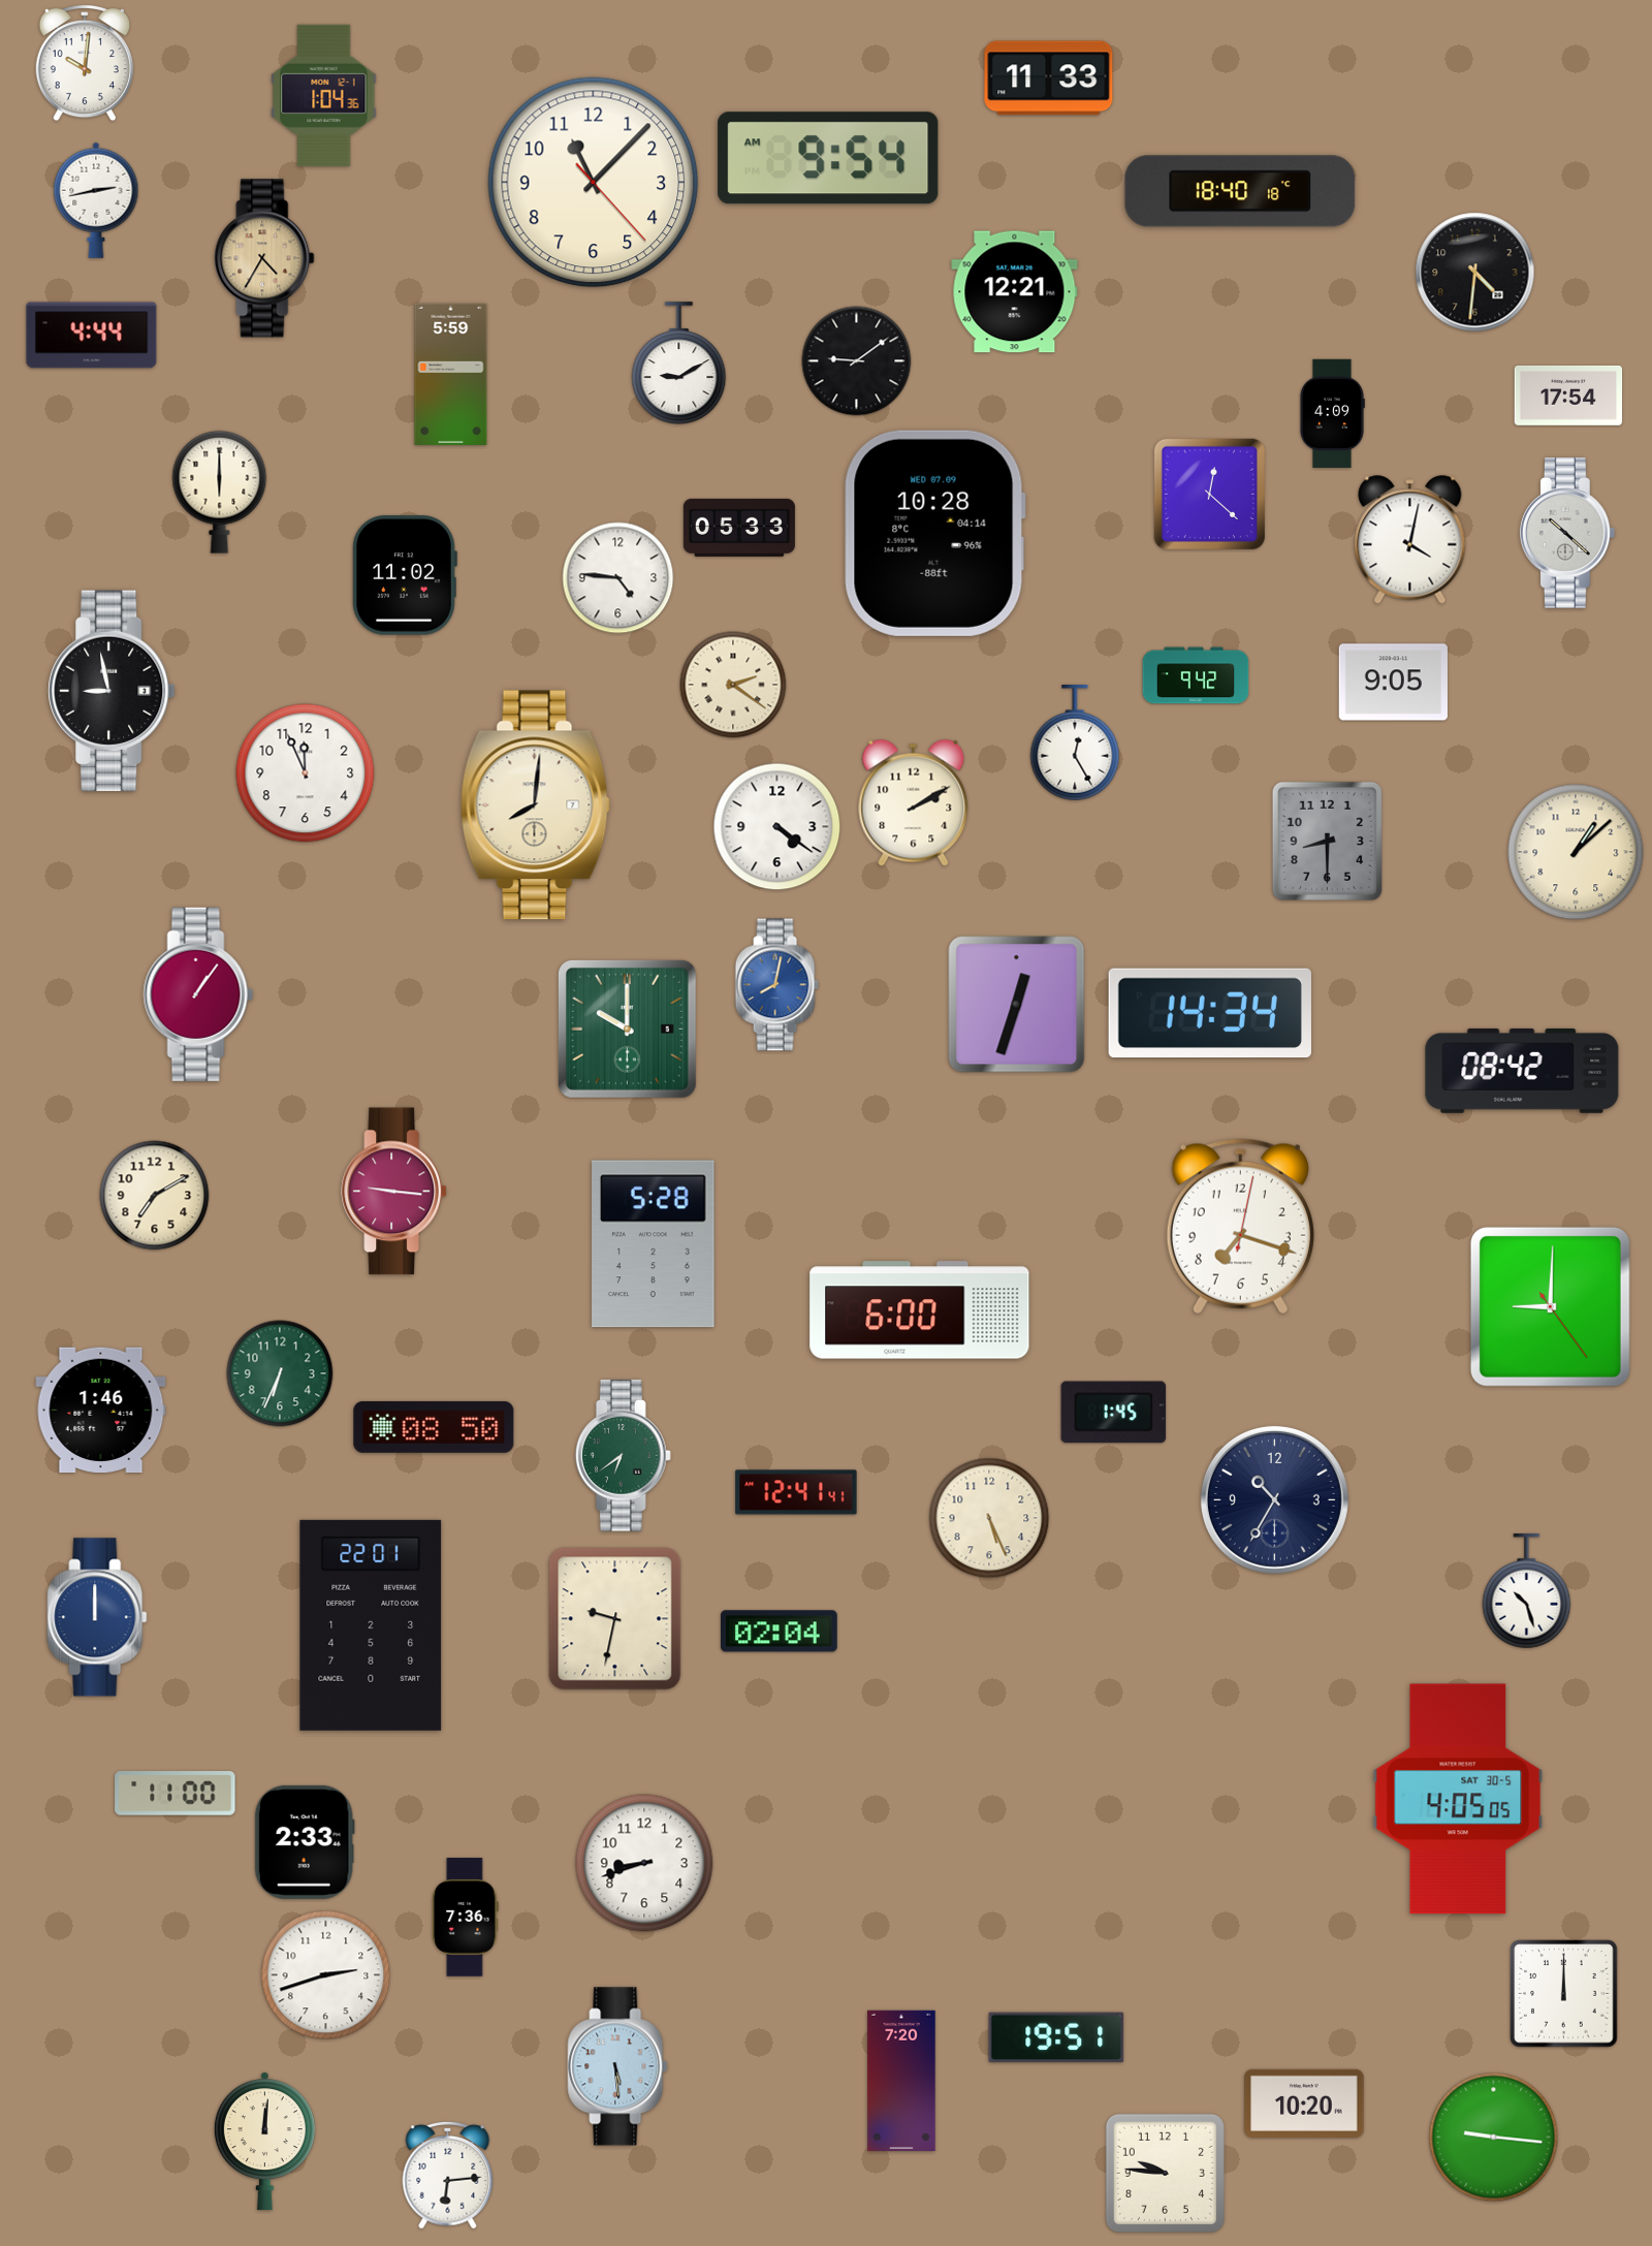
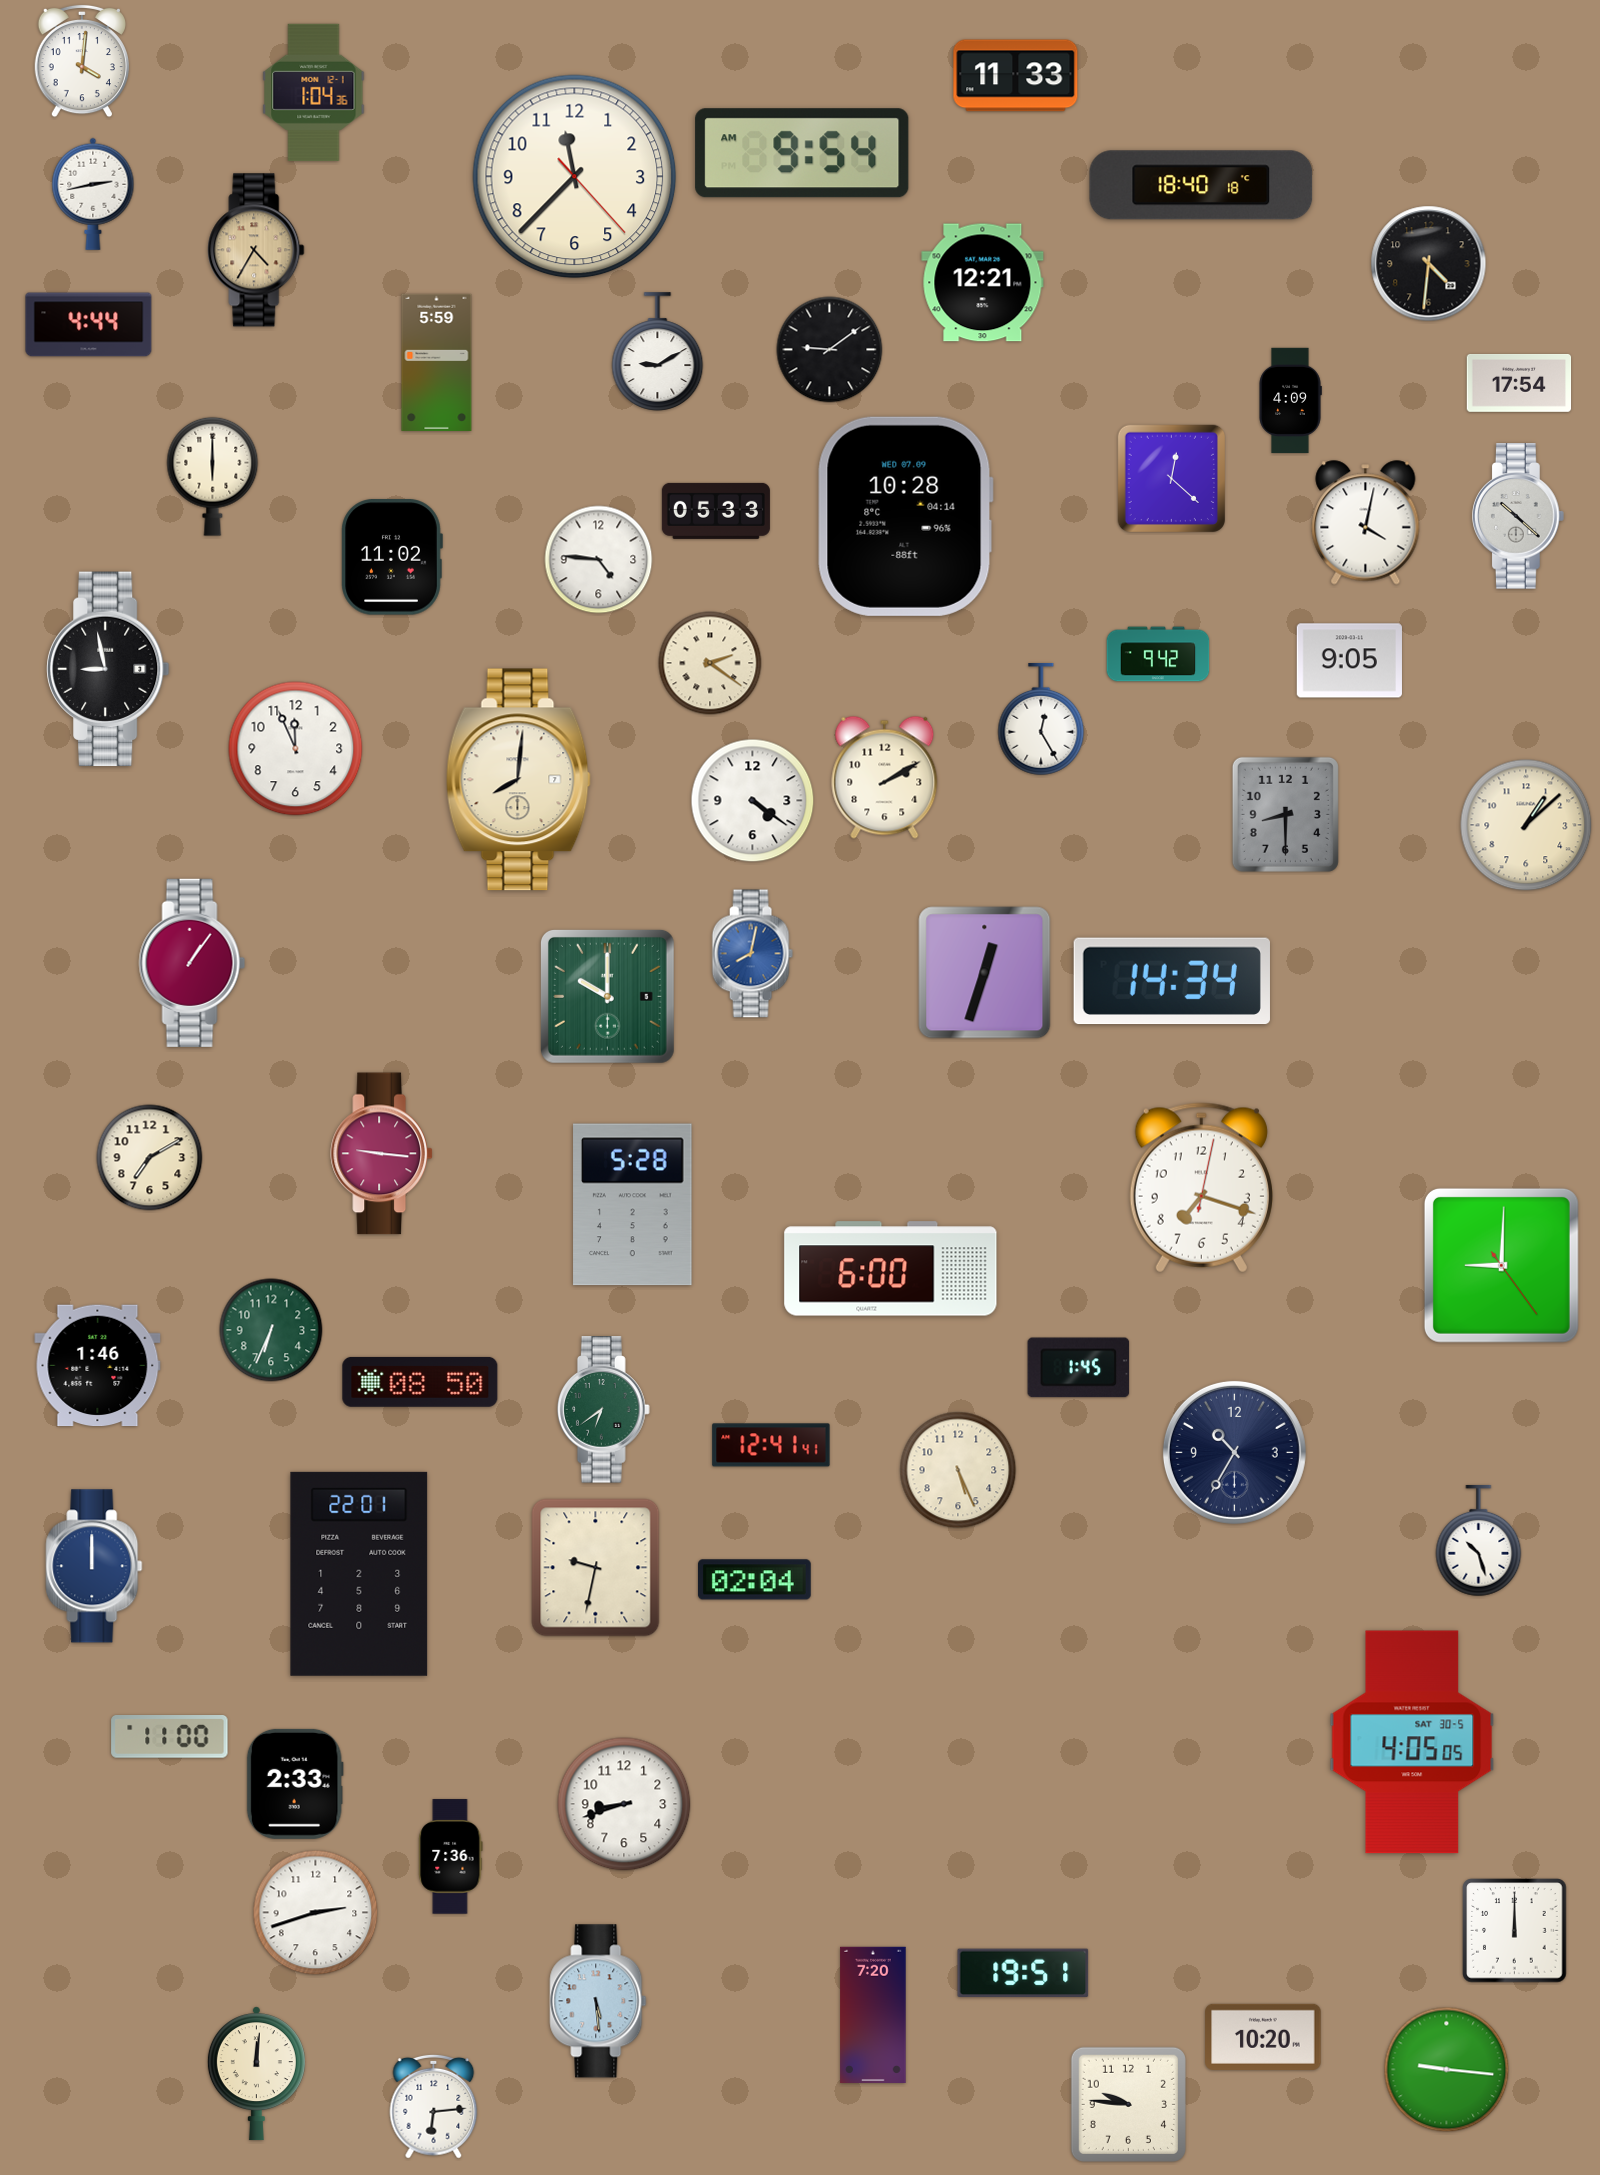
clock at (84, 63): 10:01 -> 4:01
clock at (594, 183): 11:07 -> 11:37
clock at (1522, 1071): 08:42 -> none
